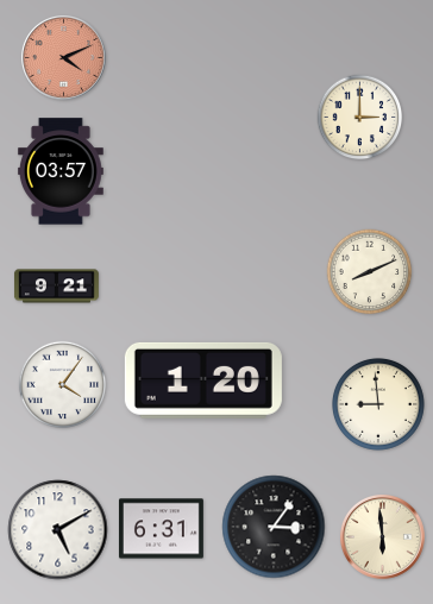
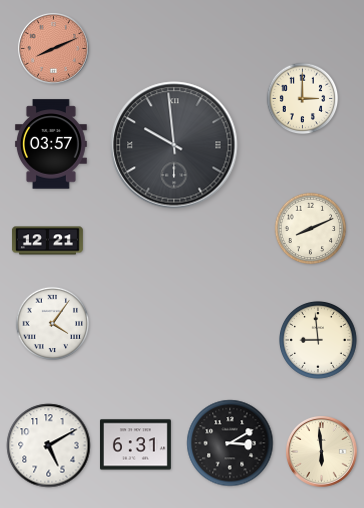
clock at (63, 57): 4:11 -> 8:11
clock at (174, 145): none -> 9:59
clock at (56, 287): 9:21 -> 12:21
clock at (203, 380): 1:20 -> none
clock at (274, 527): 3:06 -> 3:10
